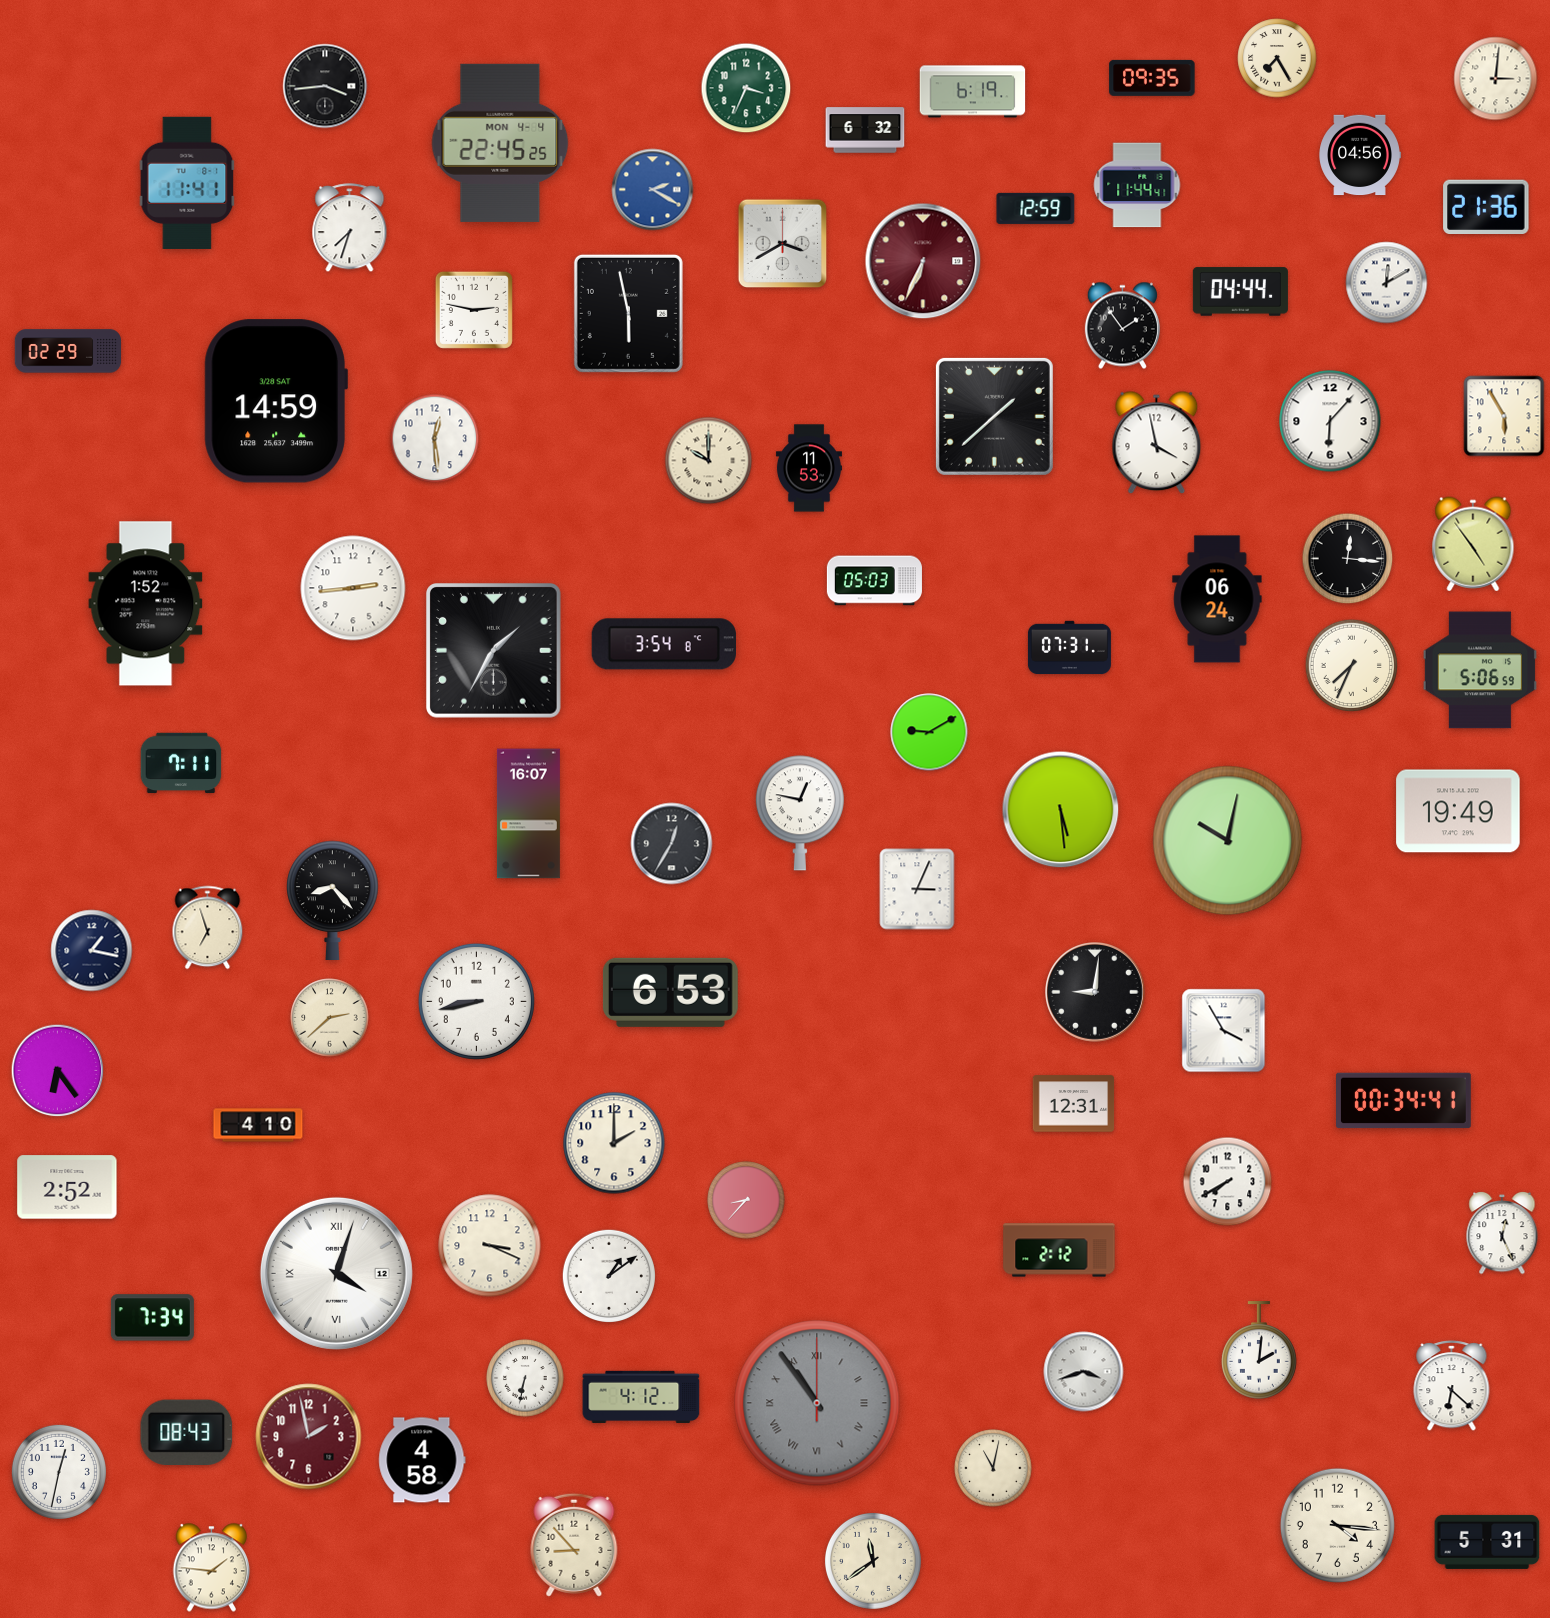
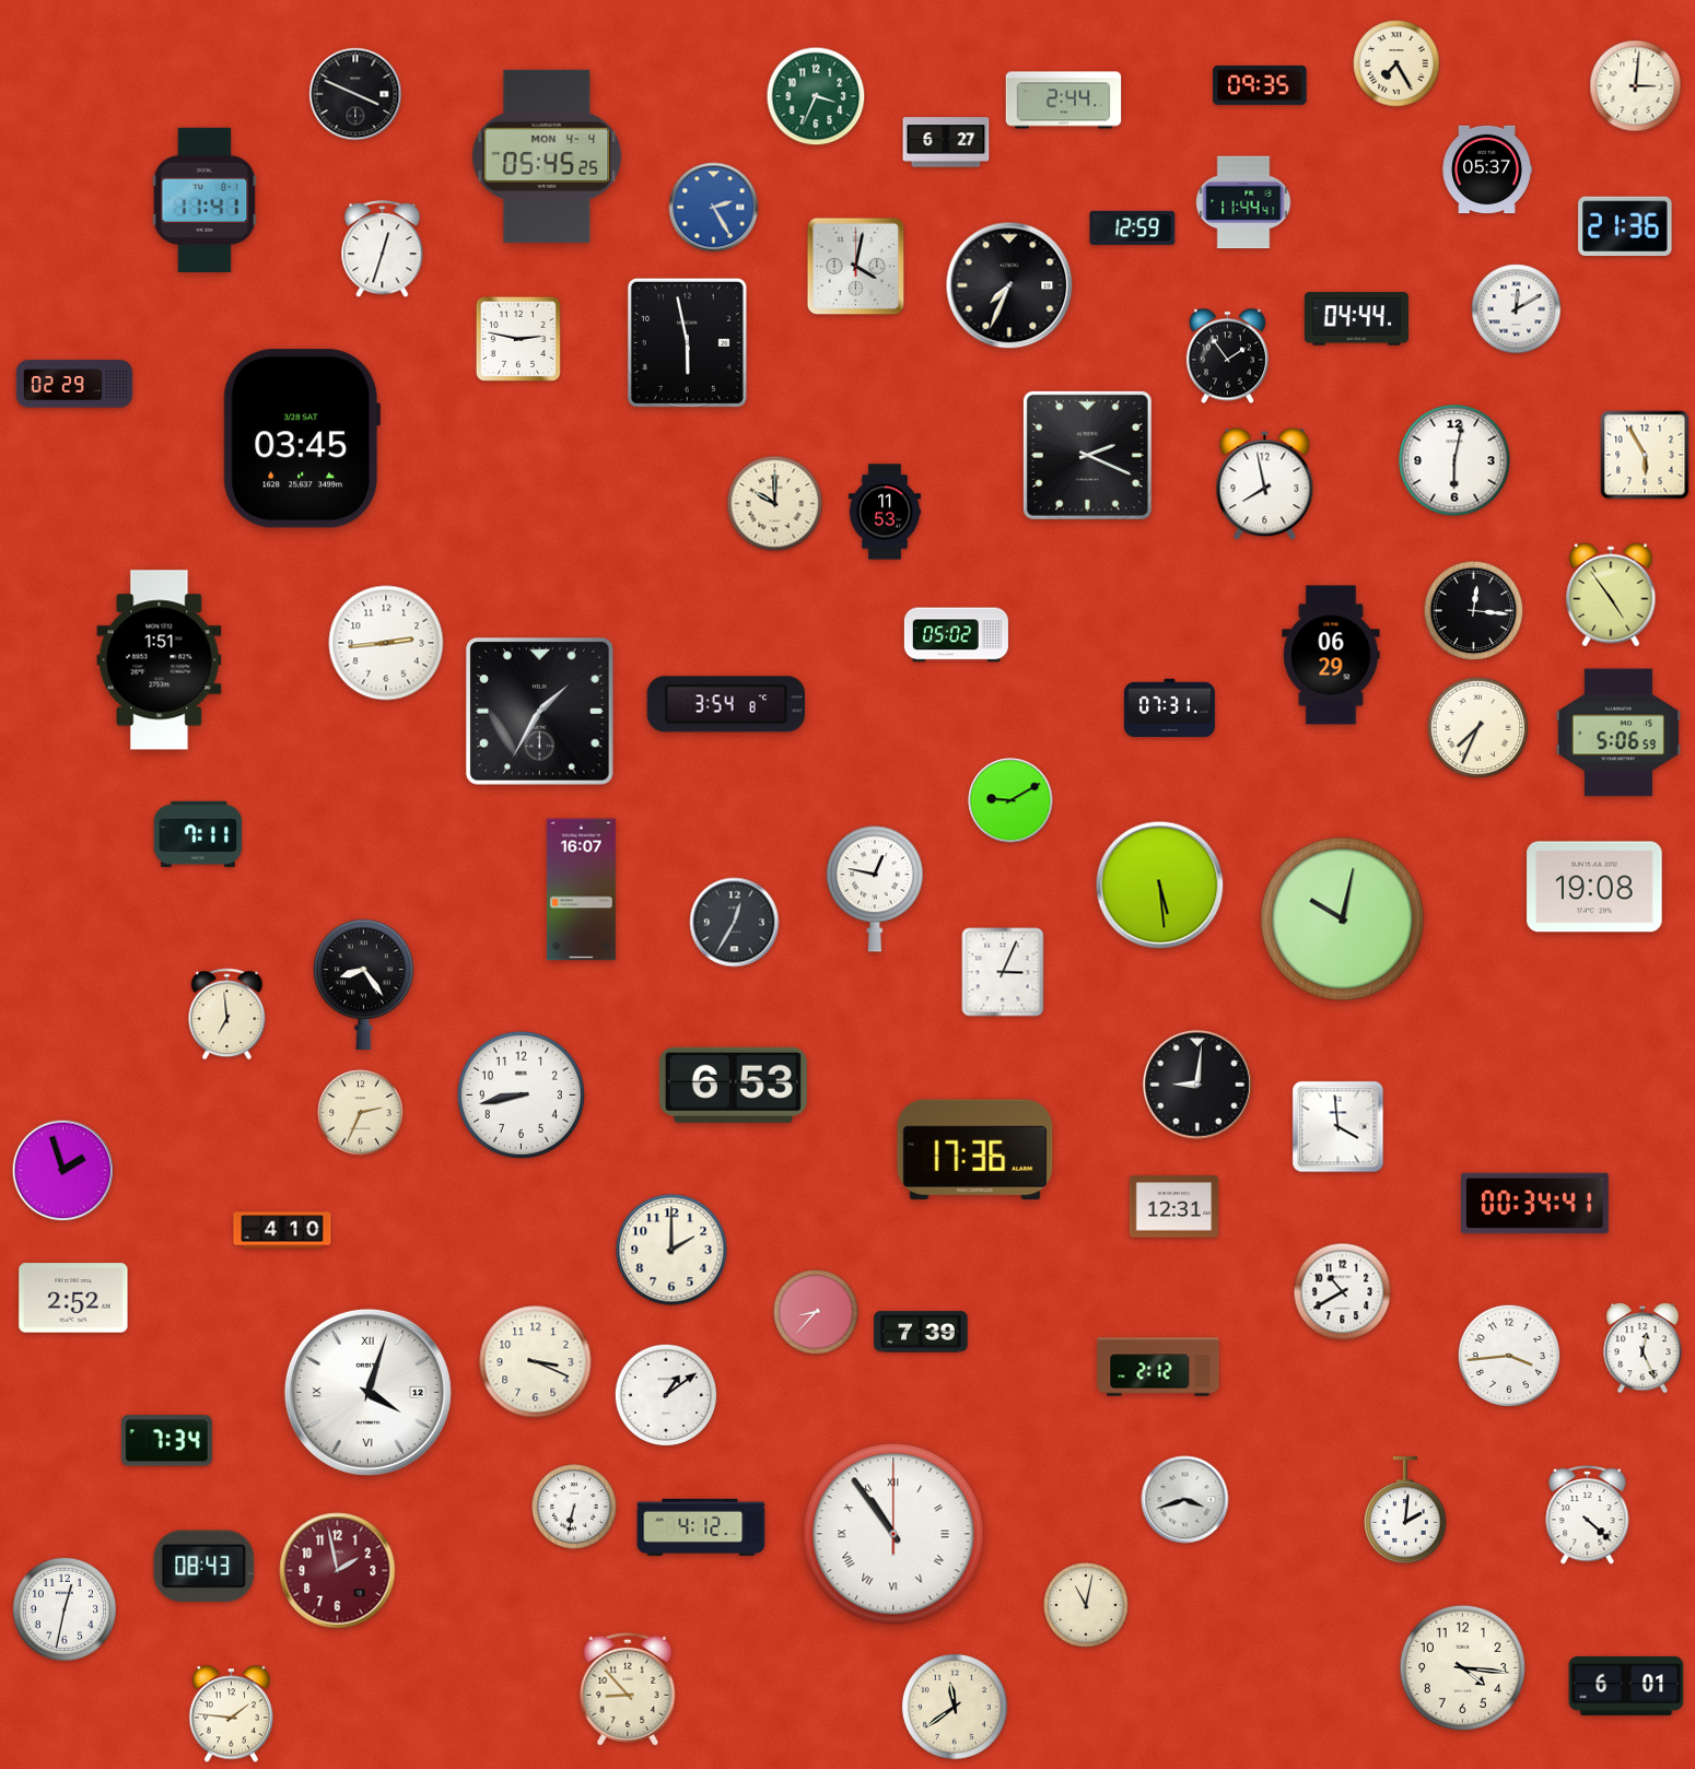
clock at (325, 86): 3:44 -> 3:49
clock at (973, 92): 6:19 -> 2:44
clock at (865, 130): 6:32 -> 6:27
clock at (500, 143): 22:45 -> 05:45
clock at (1360, 155): 04:56 -> 05:37
clock at (653, 190): 2:20 -> 2:25
clock at (350, 228): 7:33 -> 12:33
clock at (783, 244): 3:40 -> 4:02
clock at (923, 261): 6:34 -> 7:34
clock at (923, 261) dial: burgundy -> black
clock at (276, 401): 14:59 -> 03:45
clock at (994, 416): 1:38 -> 2:19
clock at (1330, 421): 6:07 -> 6:02
clock at (435, 439): 12:29 -> none
clock at (1157, 443): 3:58 -> 7:58
clock at (874, 581): 05:03 -> 05:02
clock at (1217, 599): 06:24 -> 06:29
clock at (146, 604): 1:52 -> 1:51
clock at (929, 732) position: (929, 732) -> (1010, 800)
clock at (1458, 811): 19:49 -> 19:08
clock at (528, 814) position: (528, 814) -> (581, 890)
clock at (333, 900): 8:23 -> 8:24
clock at (208, 928): 6:57 -> 6:59
clock at (92, 951): 1:17 -> none
clock at (330, 1018): 2:38 -> 2:34
clock at (1224, 1031): 3:55 -> 3:59
clock at (975, 1150): none -> 17:36
clock at (58, 1071): 6:24 -> 1:57
clock at (1228, 1182): 7:40 -> 10:40
clock at (921, 1332): none -> 7:39
clock at (1508, 1355): none -> 3:44
clock at (1260, 1350) position: (1260, 1350) -> (1406, 1510)
clock at (1452, 1385): 6:22 -> 4:22
clock at (817, 1403) dial: grey -> white
clock at (422, 1460): 4:58 -> none
clock at (1487, 1542): 5:31 -> 6:01
